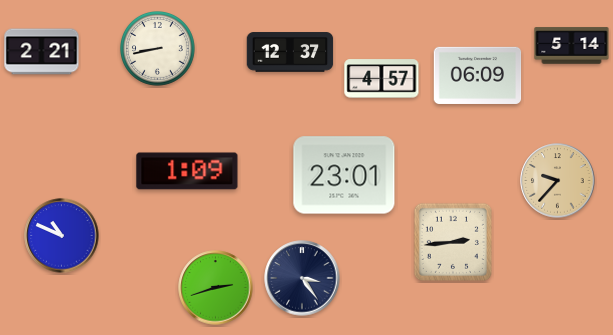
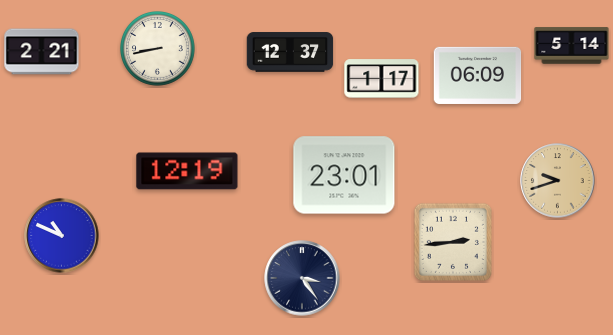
clock at (382, 79): 4:57 -> 1:17
clock at (187, 171): 1:09 -> 12:19
clock at (558, 181): 9:37 -> 9:42
clock at (216, 288): 2:42 -> none
